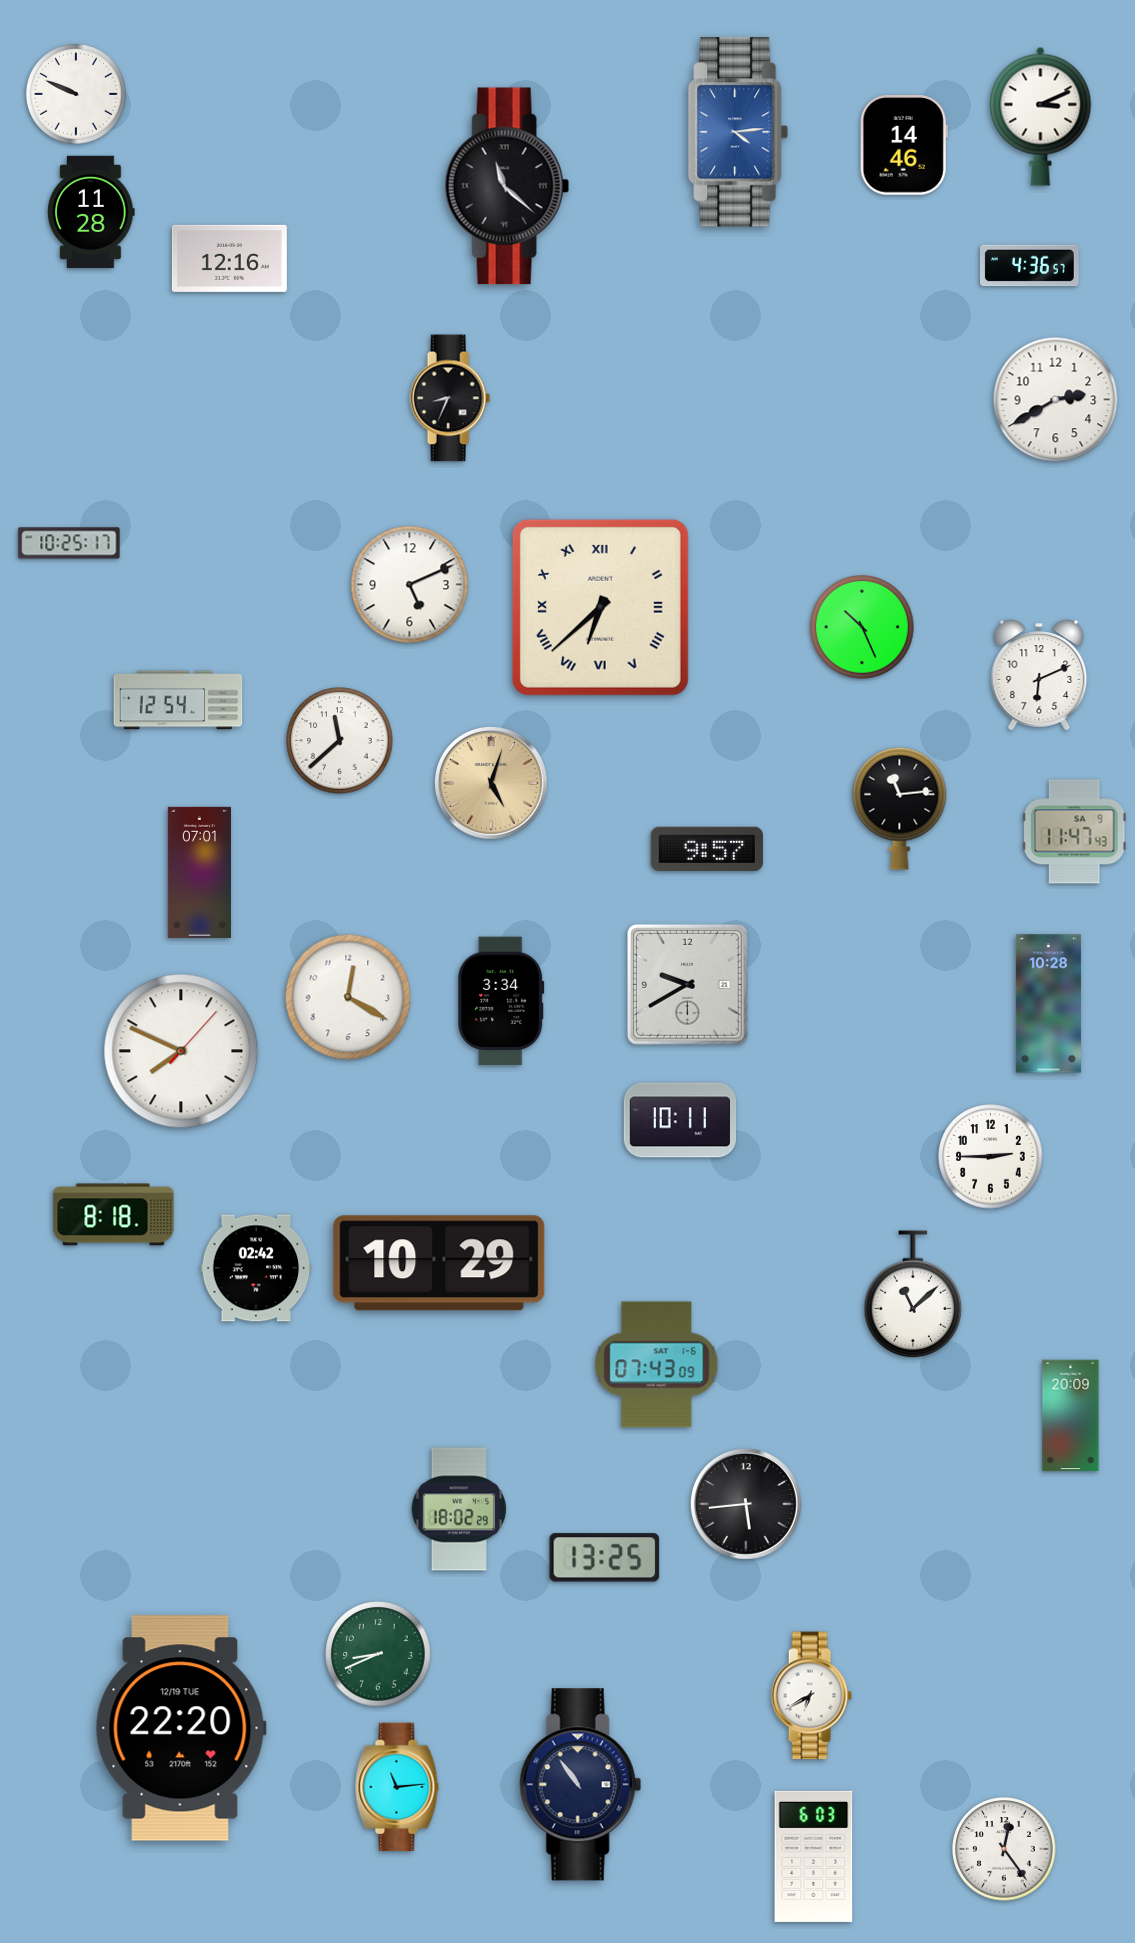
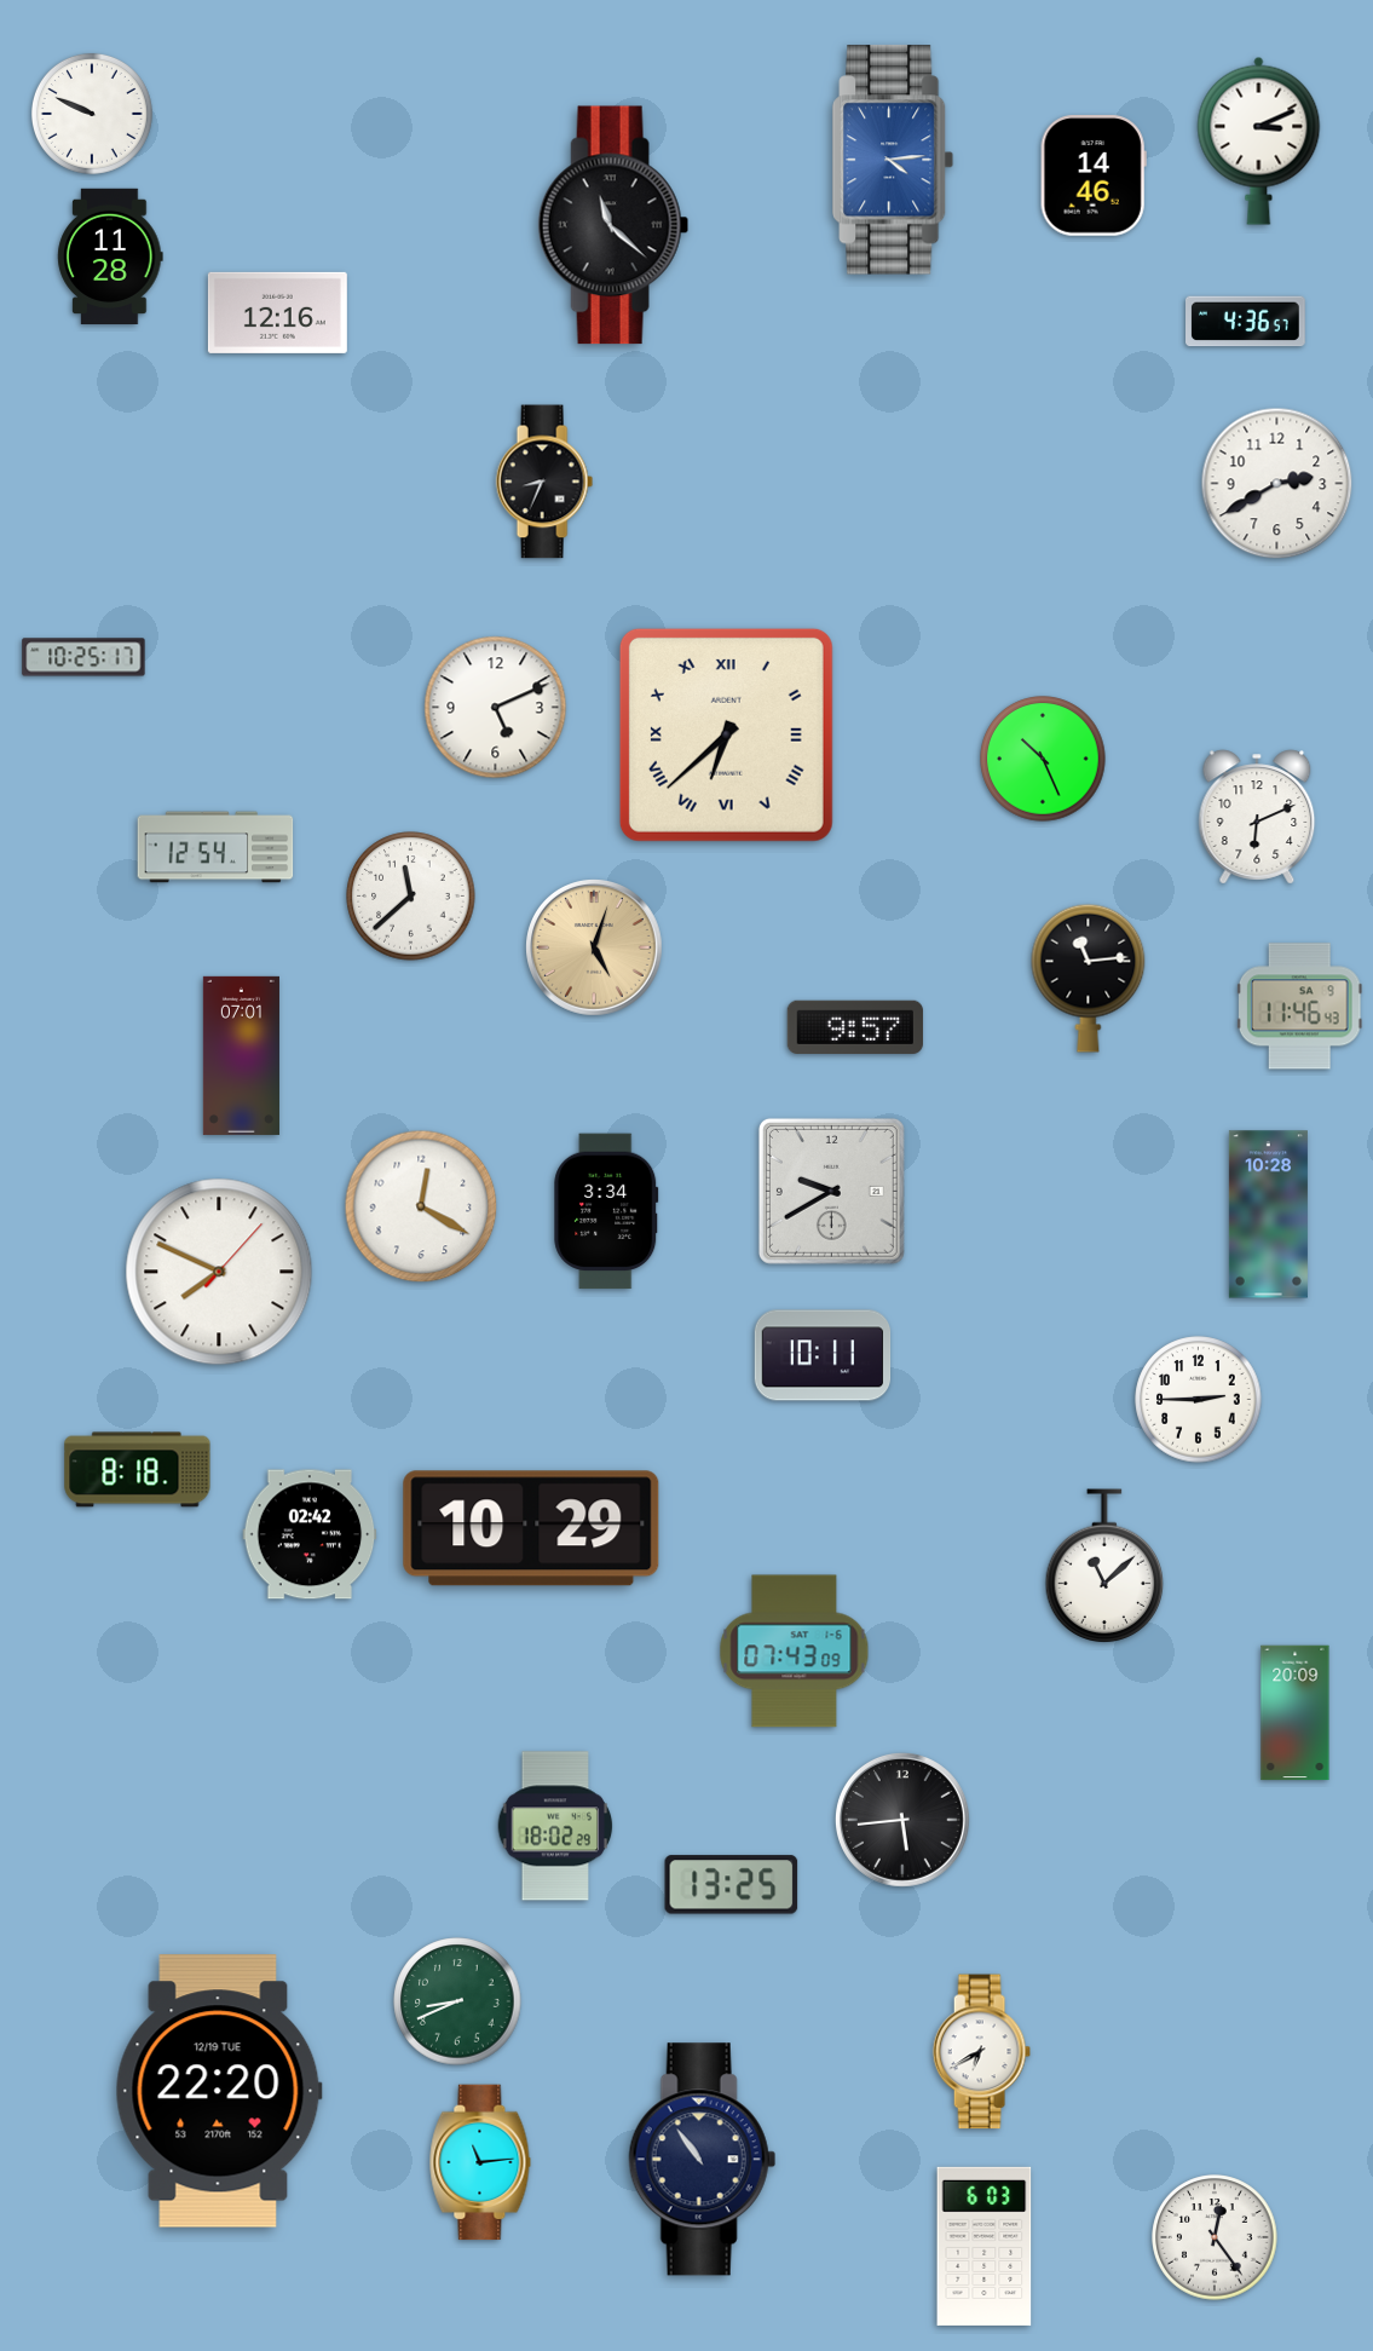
clock at (1074, 832): 11:47 -> 11:46
